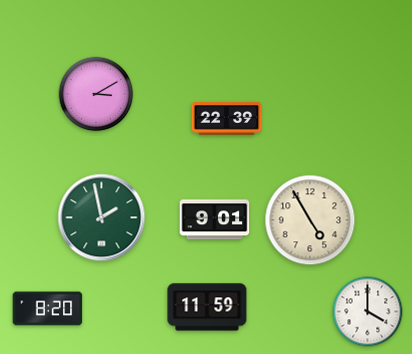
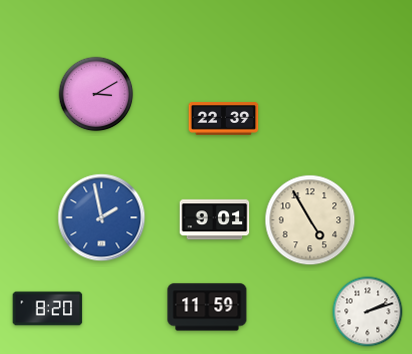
clock at (227, 119) position: (227, 119) -> (224, 119)
clock at (102, 218) dial: green -> blue
clock at (368, 312): 4:00 -> 2:12
